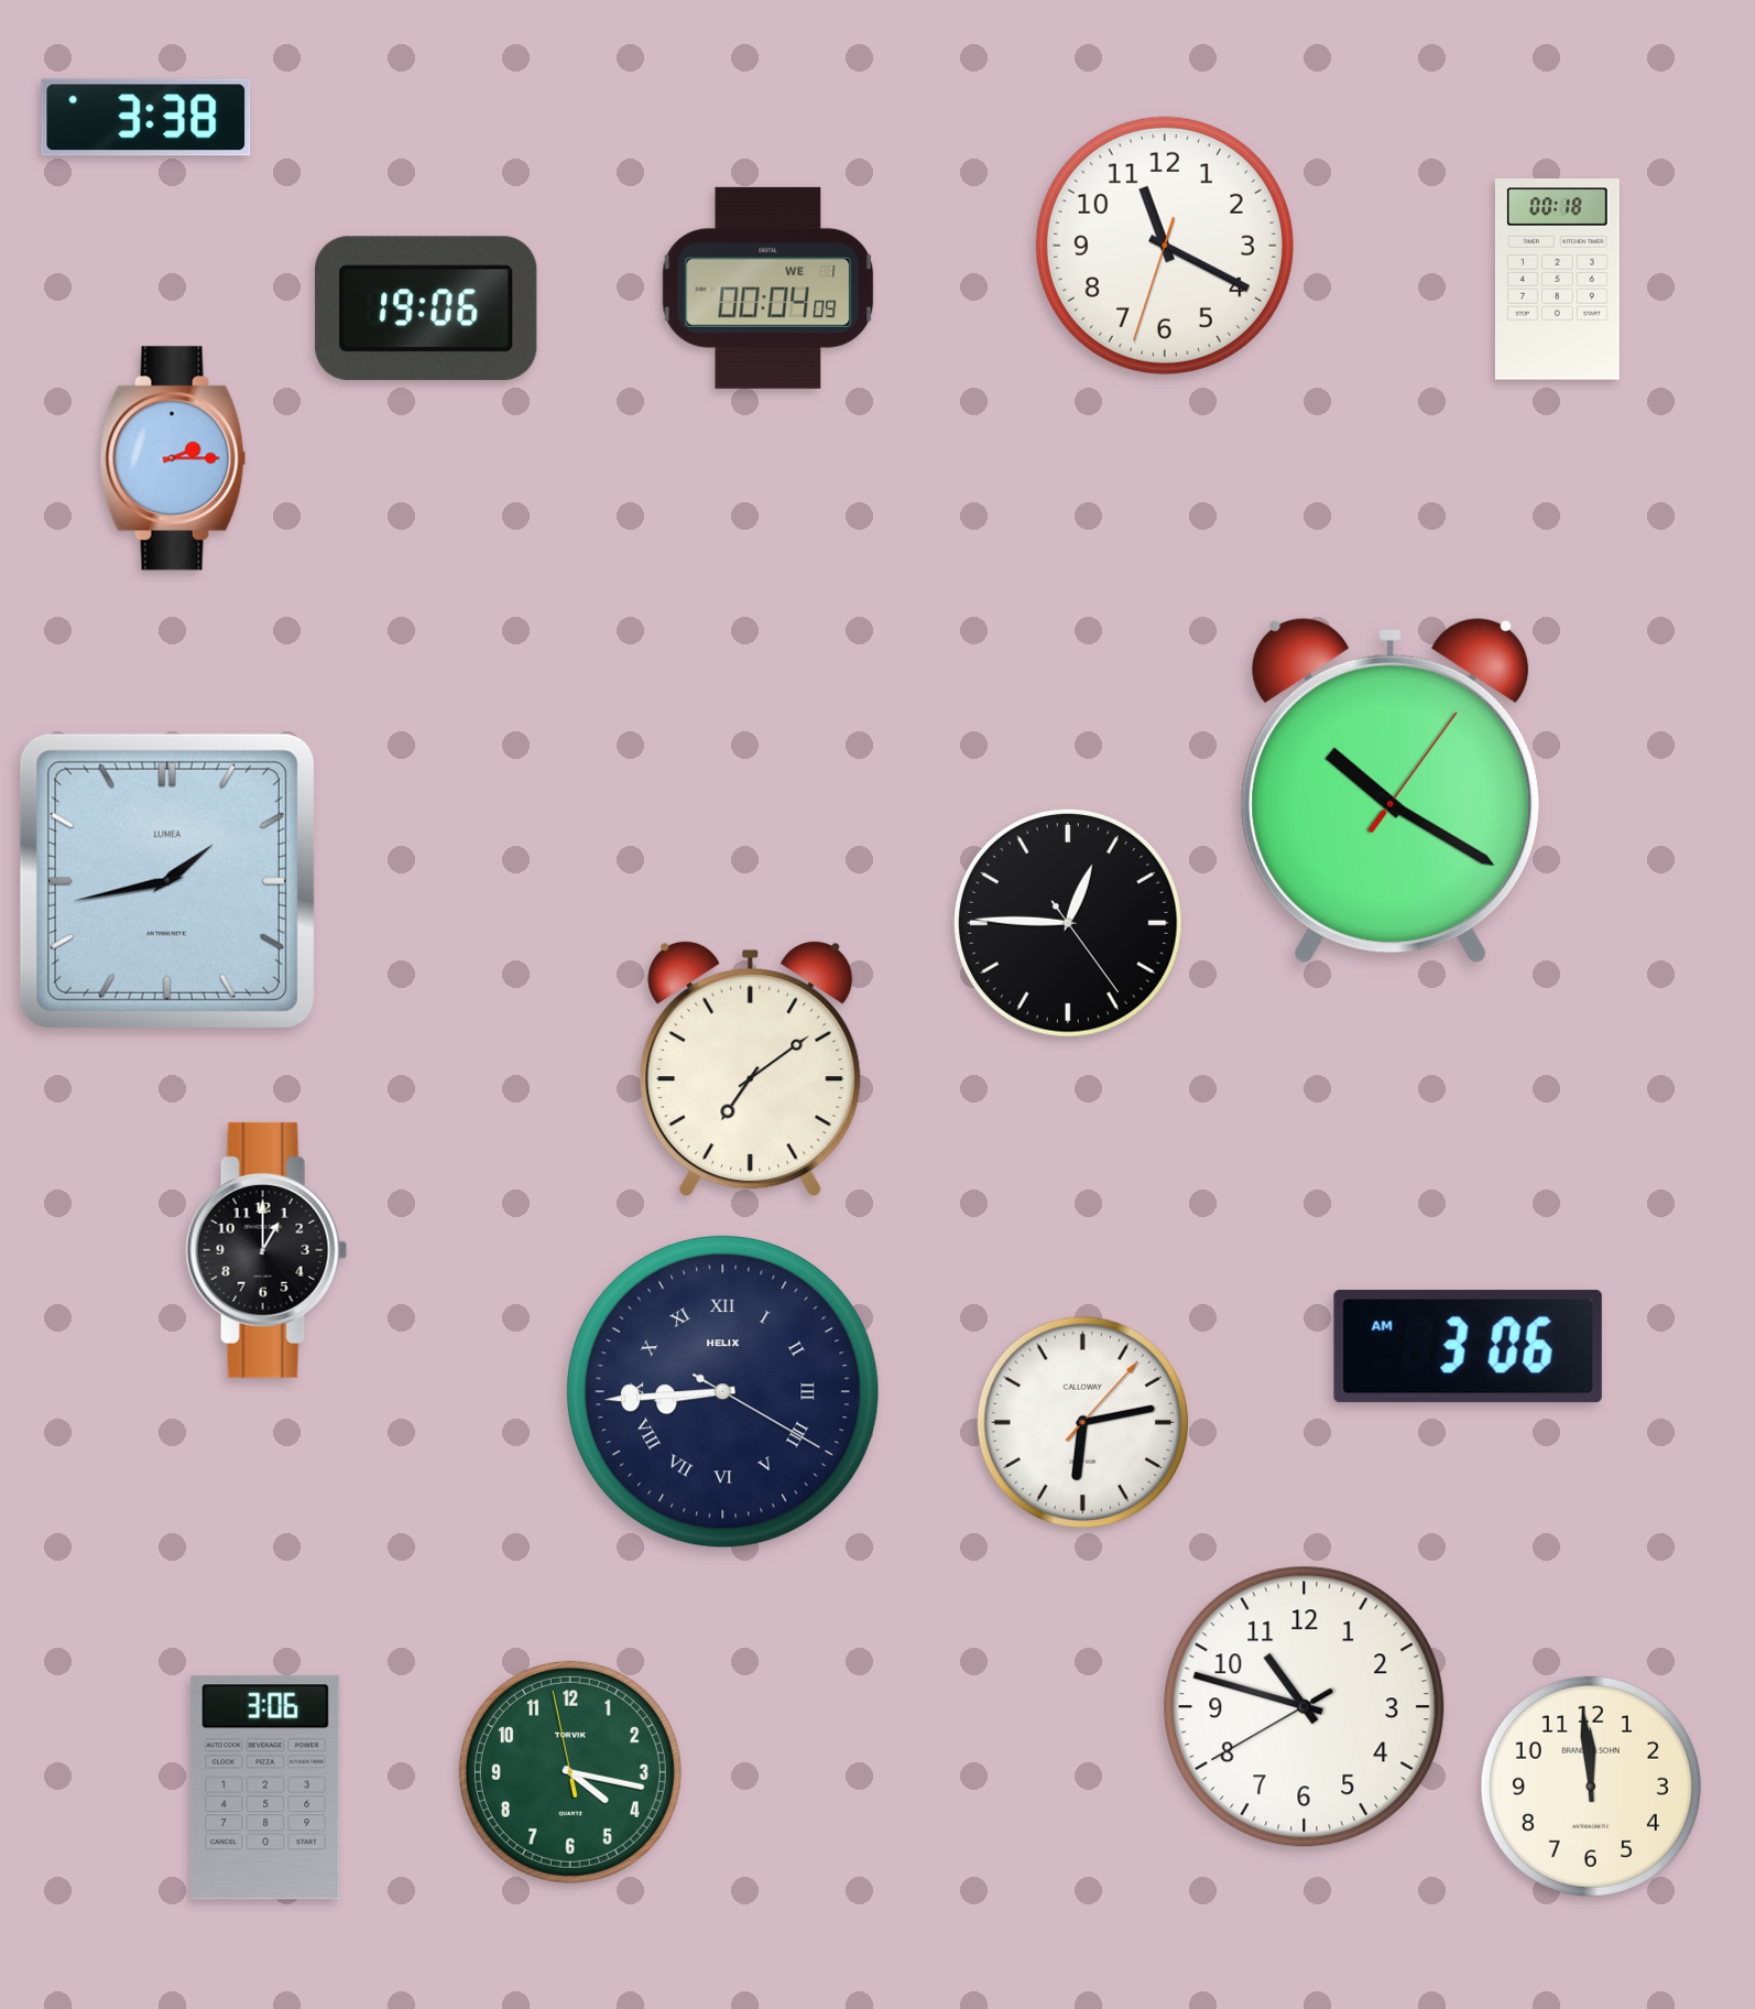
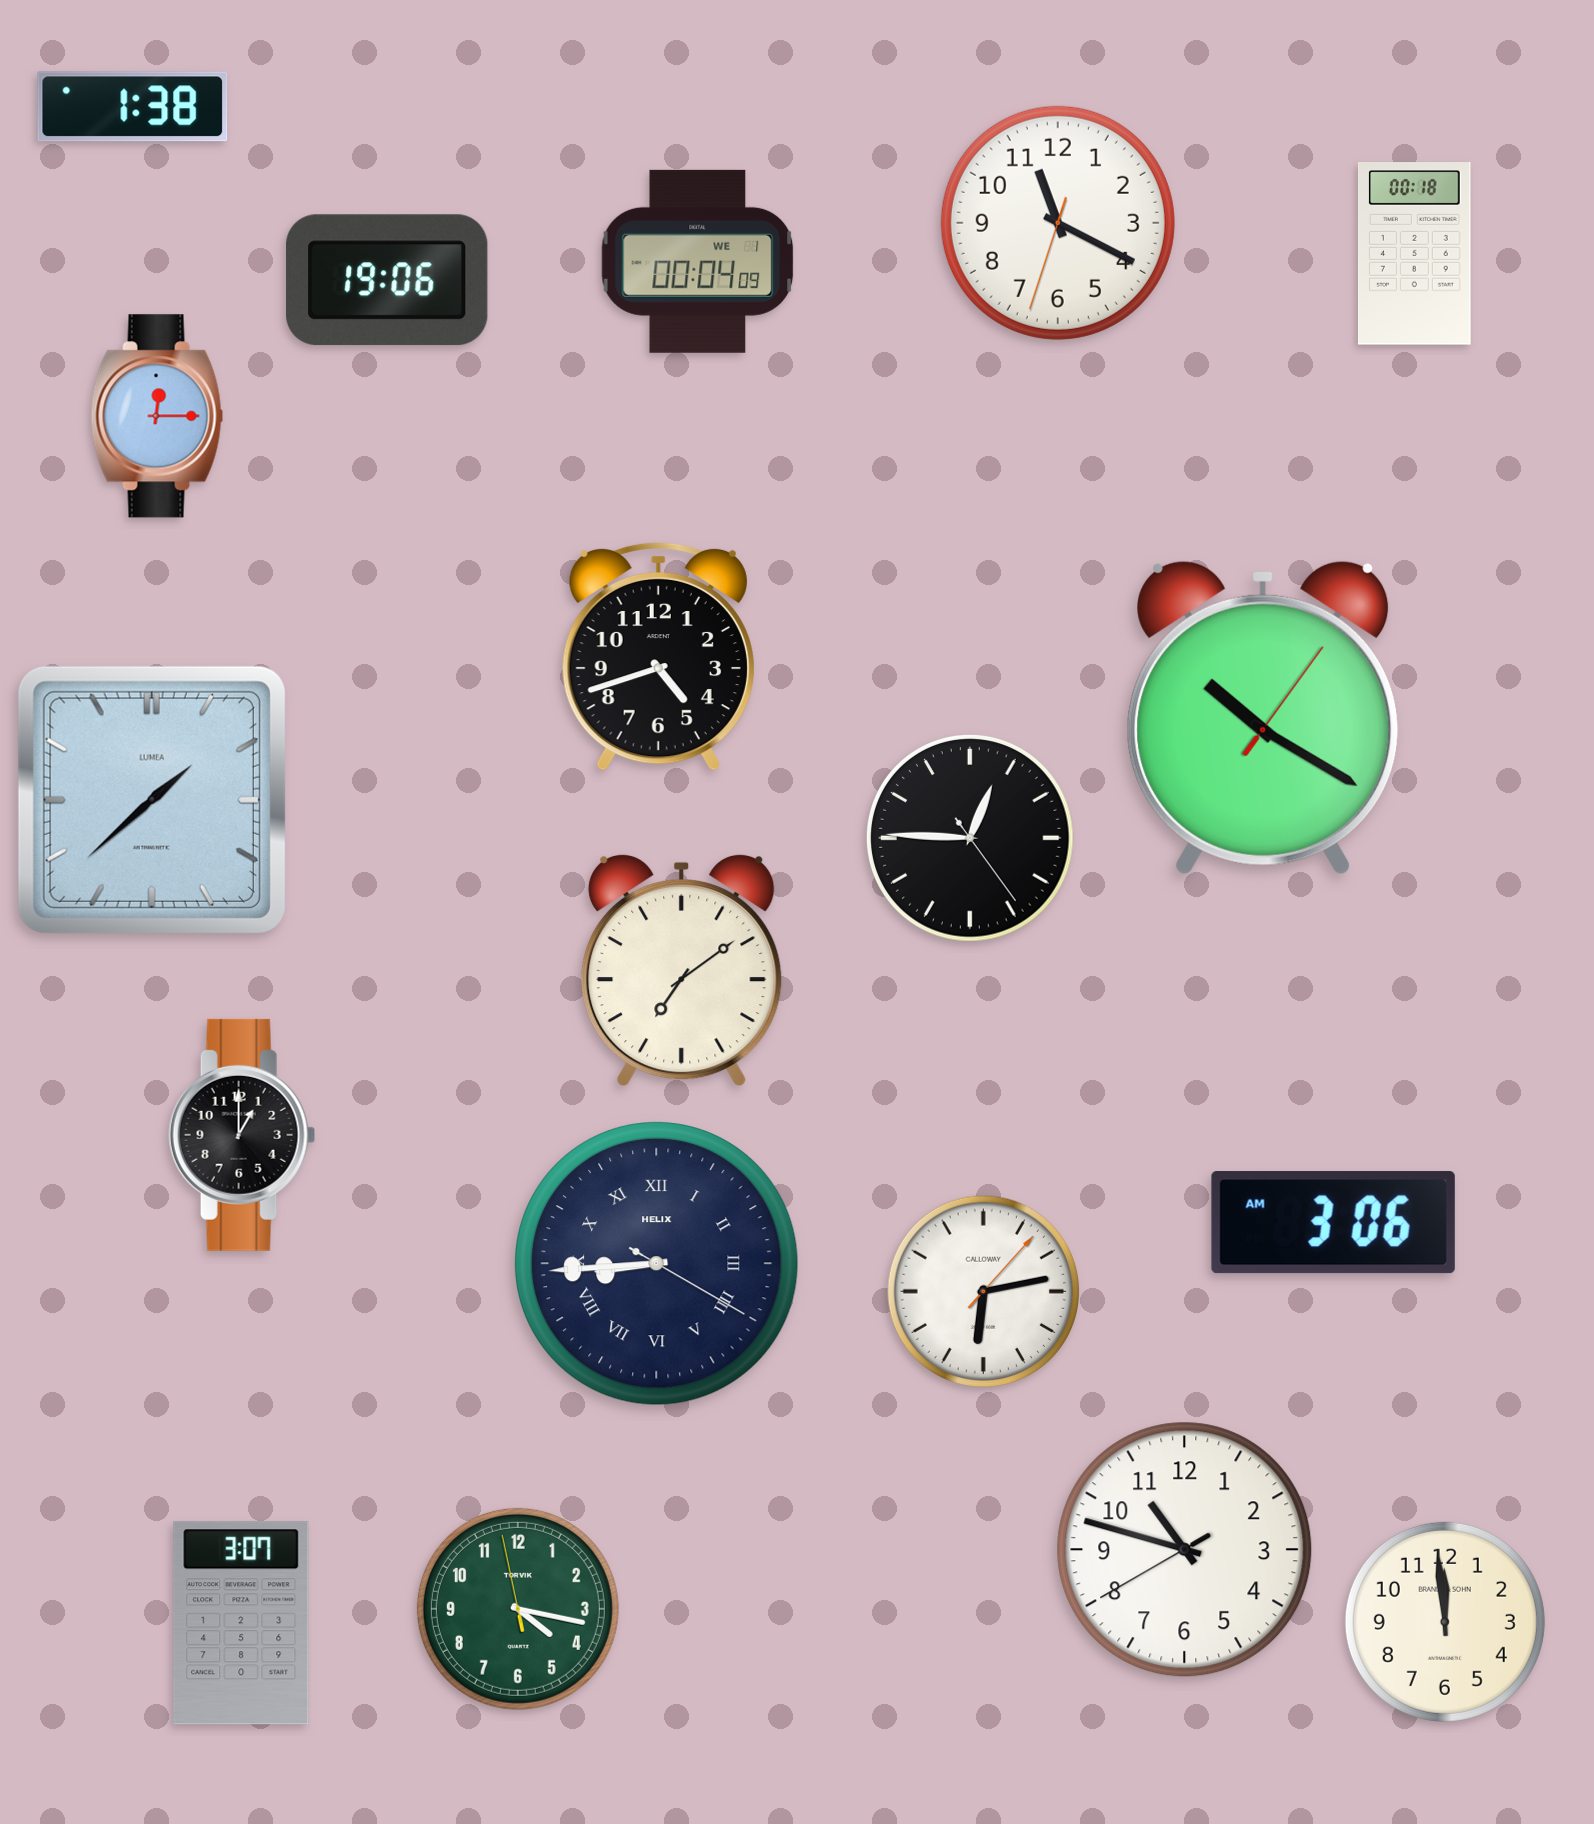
clock at (146, 118): 3:38 -> 1:38
clock at (173, 458): 2:15 -> 12:15
clock at (658, 656): none -> 4:42
clock at (167, 881): 1:43 -> 1:38
clock at (265, 1788): 3:06 -> 3:07
